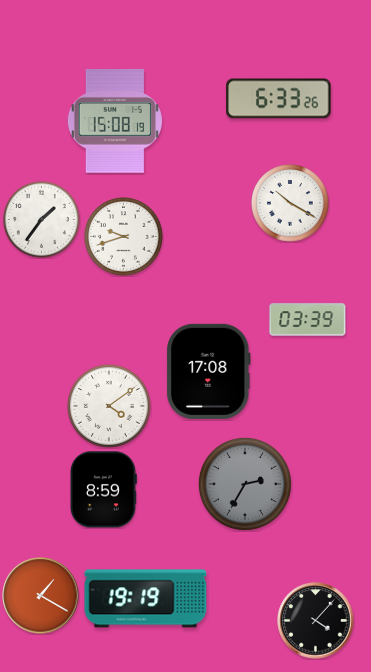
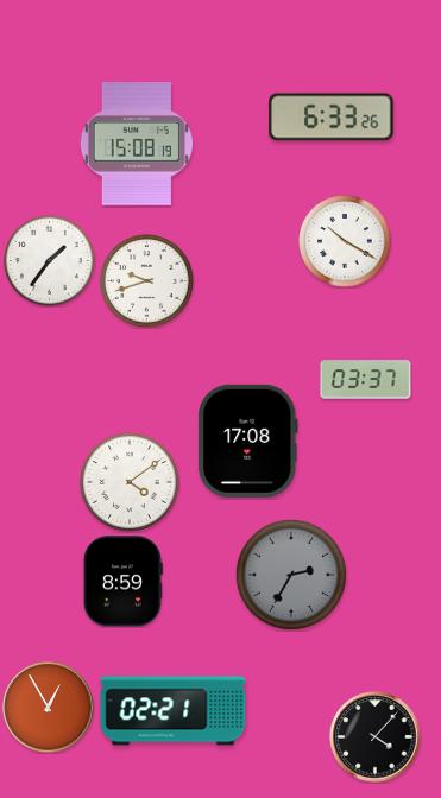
clock at (308, 320): 03:39 -> 03:37
clock at (41, 596): 1:20 -> 12:55
clock at (146, 599): 19:19 -> 02:21
